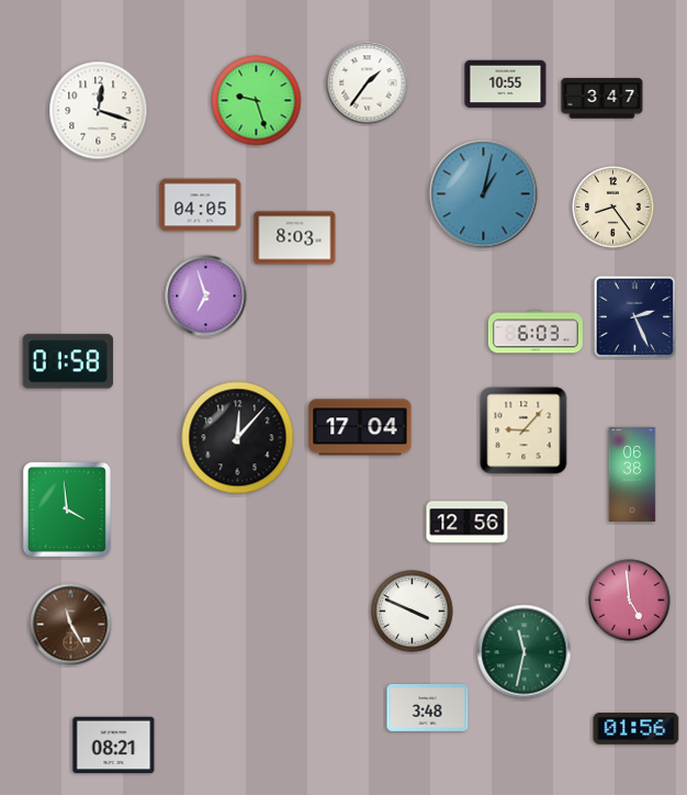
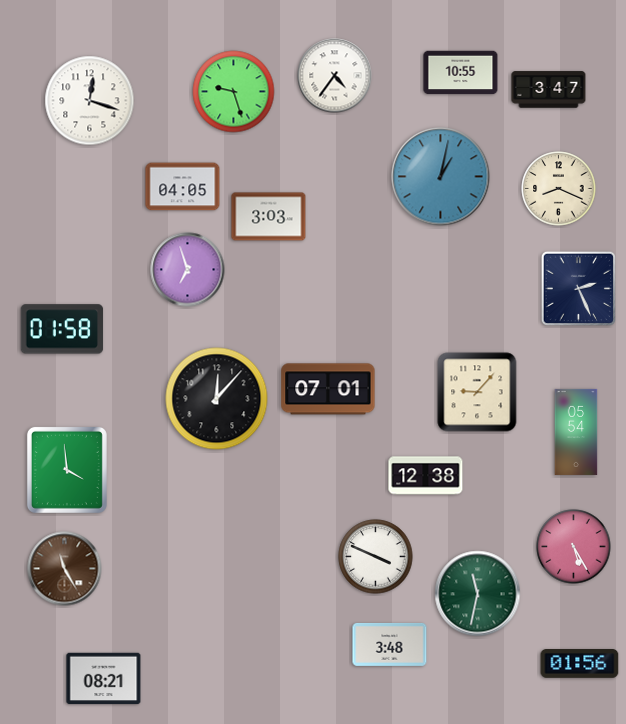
clock at (368, 83): 1:36 -> 4:36
clock at (506, 85) position: (506, 85) -> (461, 73)
clock at (613, 208): 8:24 -> 8:19
clock at (295, 238): 8:03 -> 3:03
clock at (536, 332): 6:03 -> none
clock at (360, 427): 17:04 -> 07:01
clock at (632, 474): 06:38 -> 05:54
clock at (67, 510) position: (67, 510) -> (67, 470)
clock at (468, 523): 12:56 -> 12:38
clock at (630, 601): 4:59 -> 5:25
